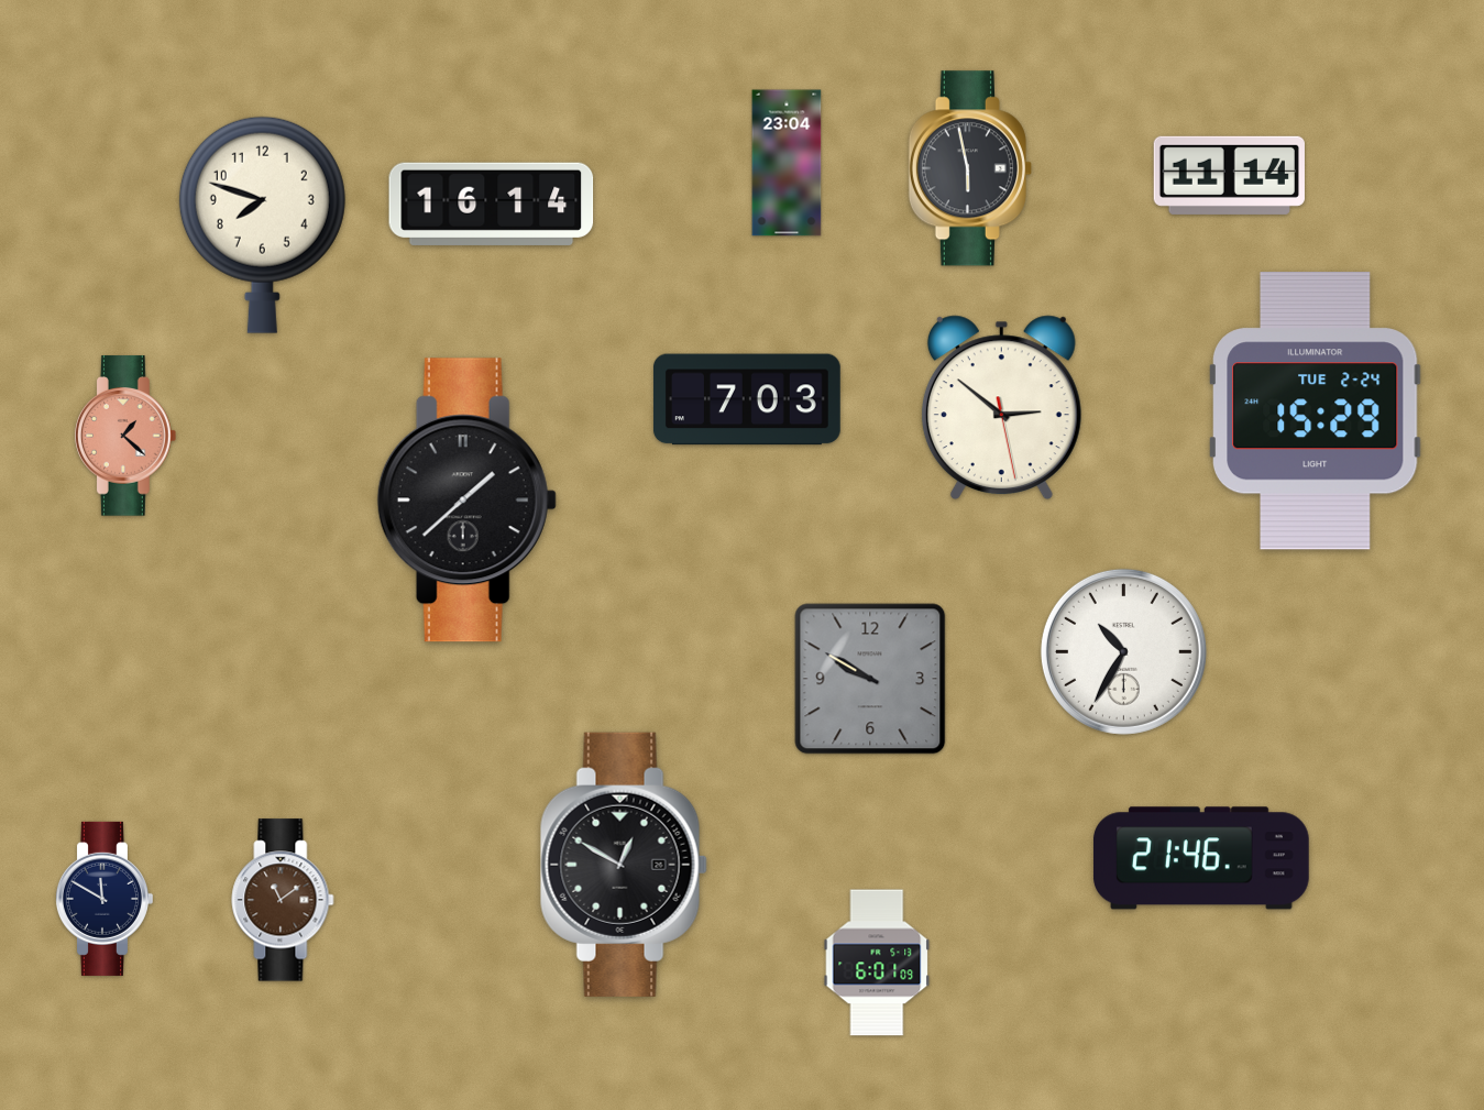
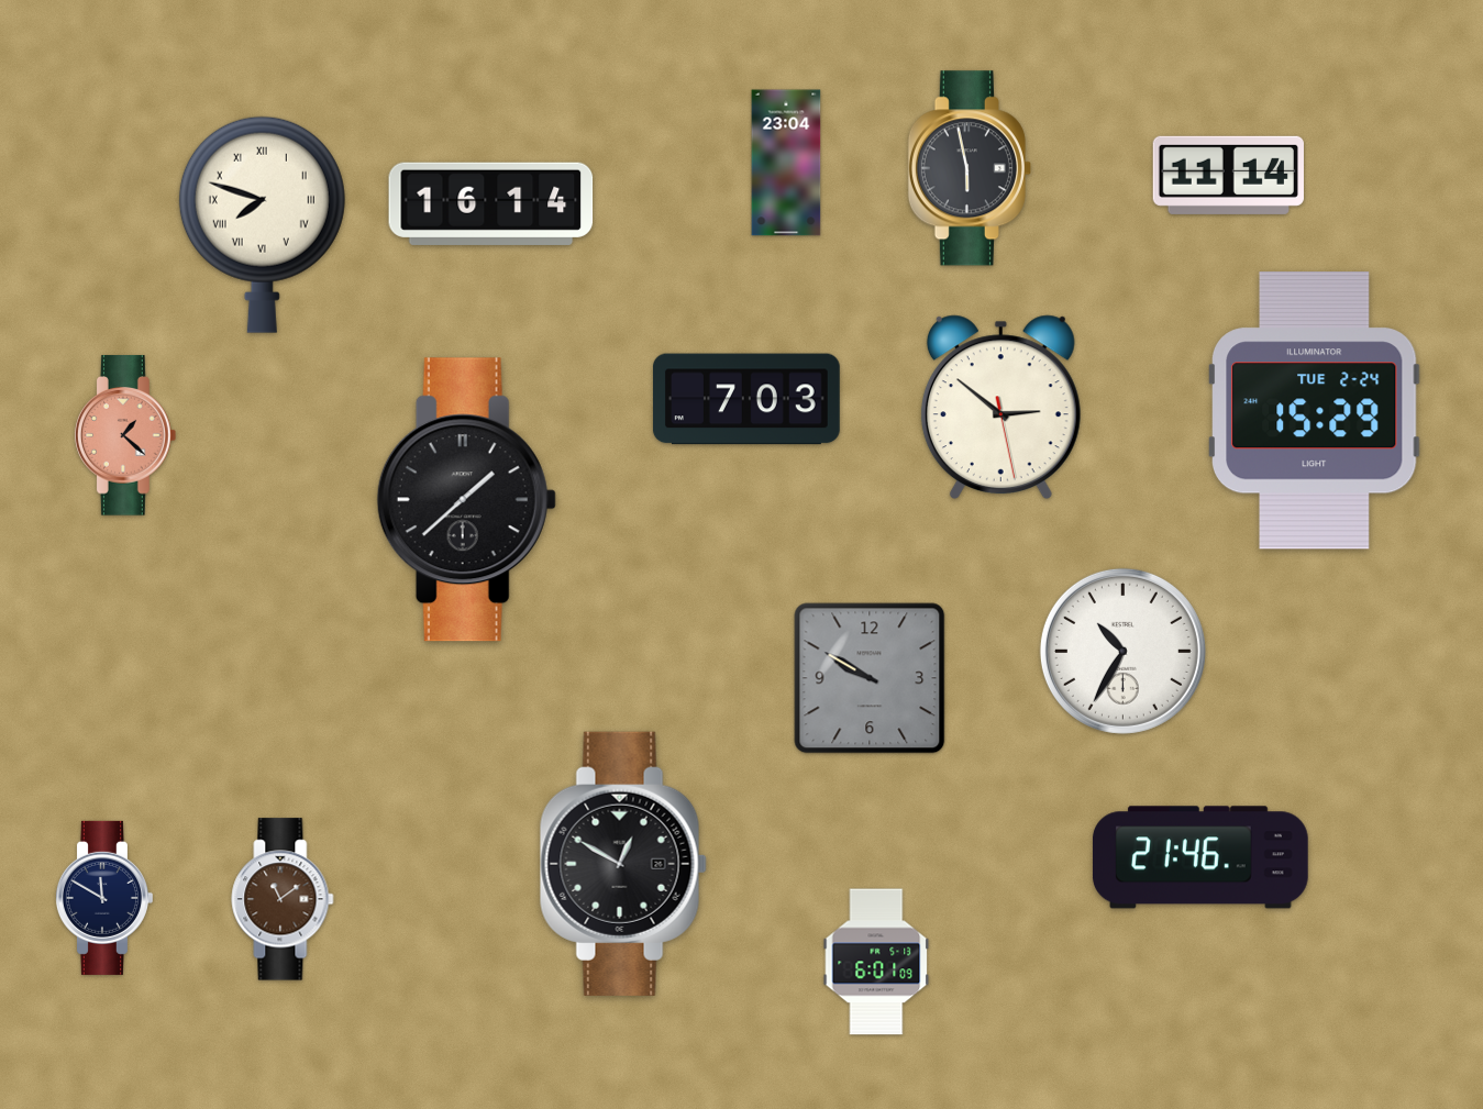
clock at (262, 224) numerals: Arabic -> Roman
